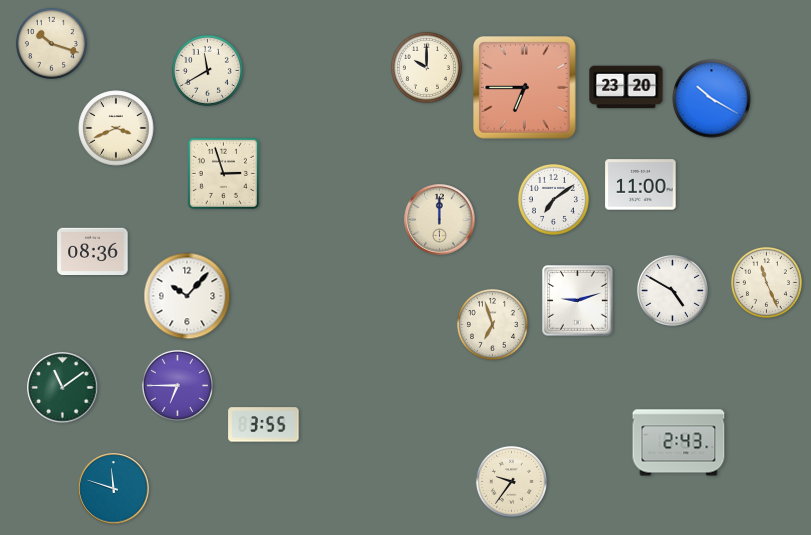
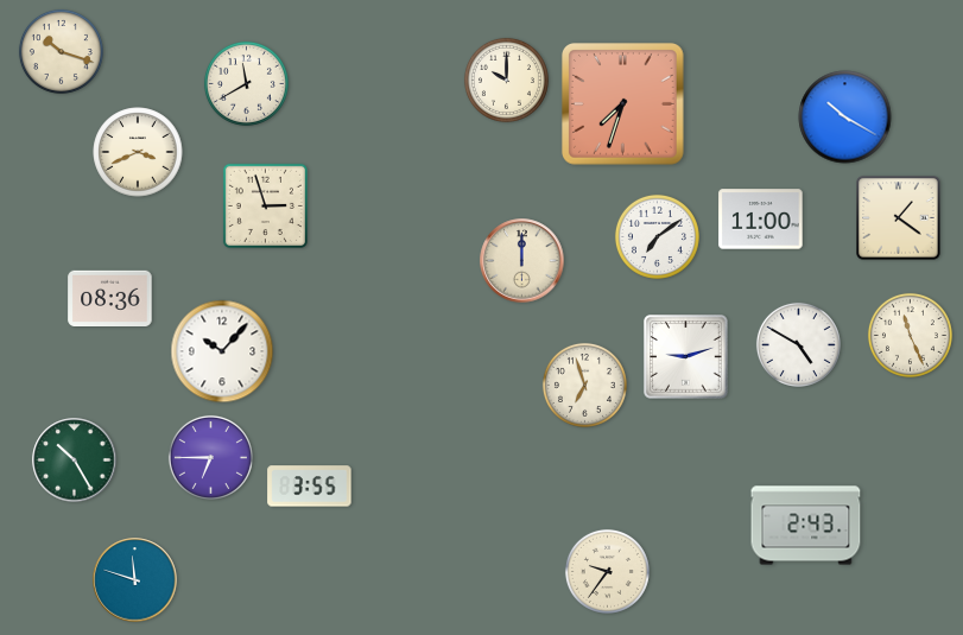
clock at (626, 87): 23:20 -> none
clock at (525, 88): 6:45 -> 7:33
clock at (899, 218): none -> 1:21
clock at (63, 388): 11:09 -> 10:25
clock at (264, 425) position: (264, 425) -> (310, 487)
